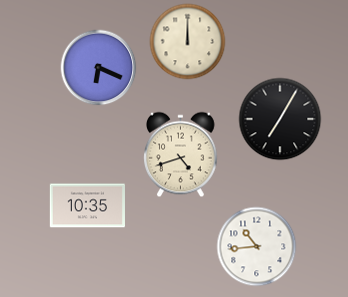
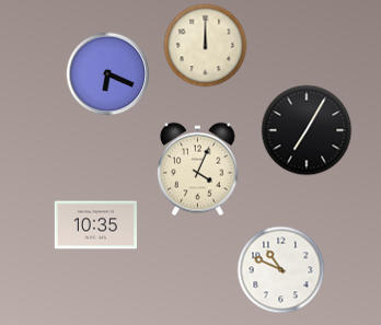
clock at (181, 155): 4:42 -> 4:04
clock at (257, 247): 10:44 -> 10:49
